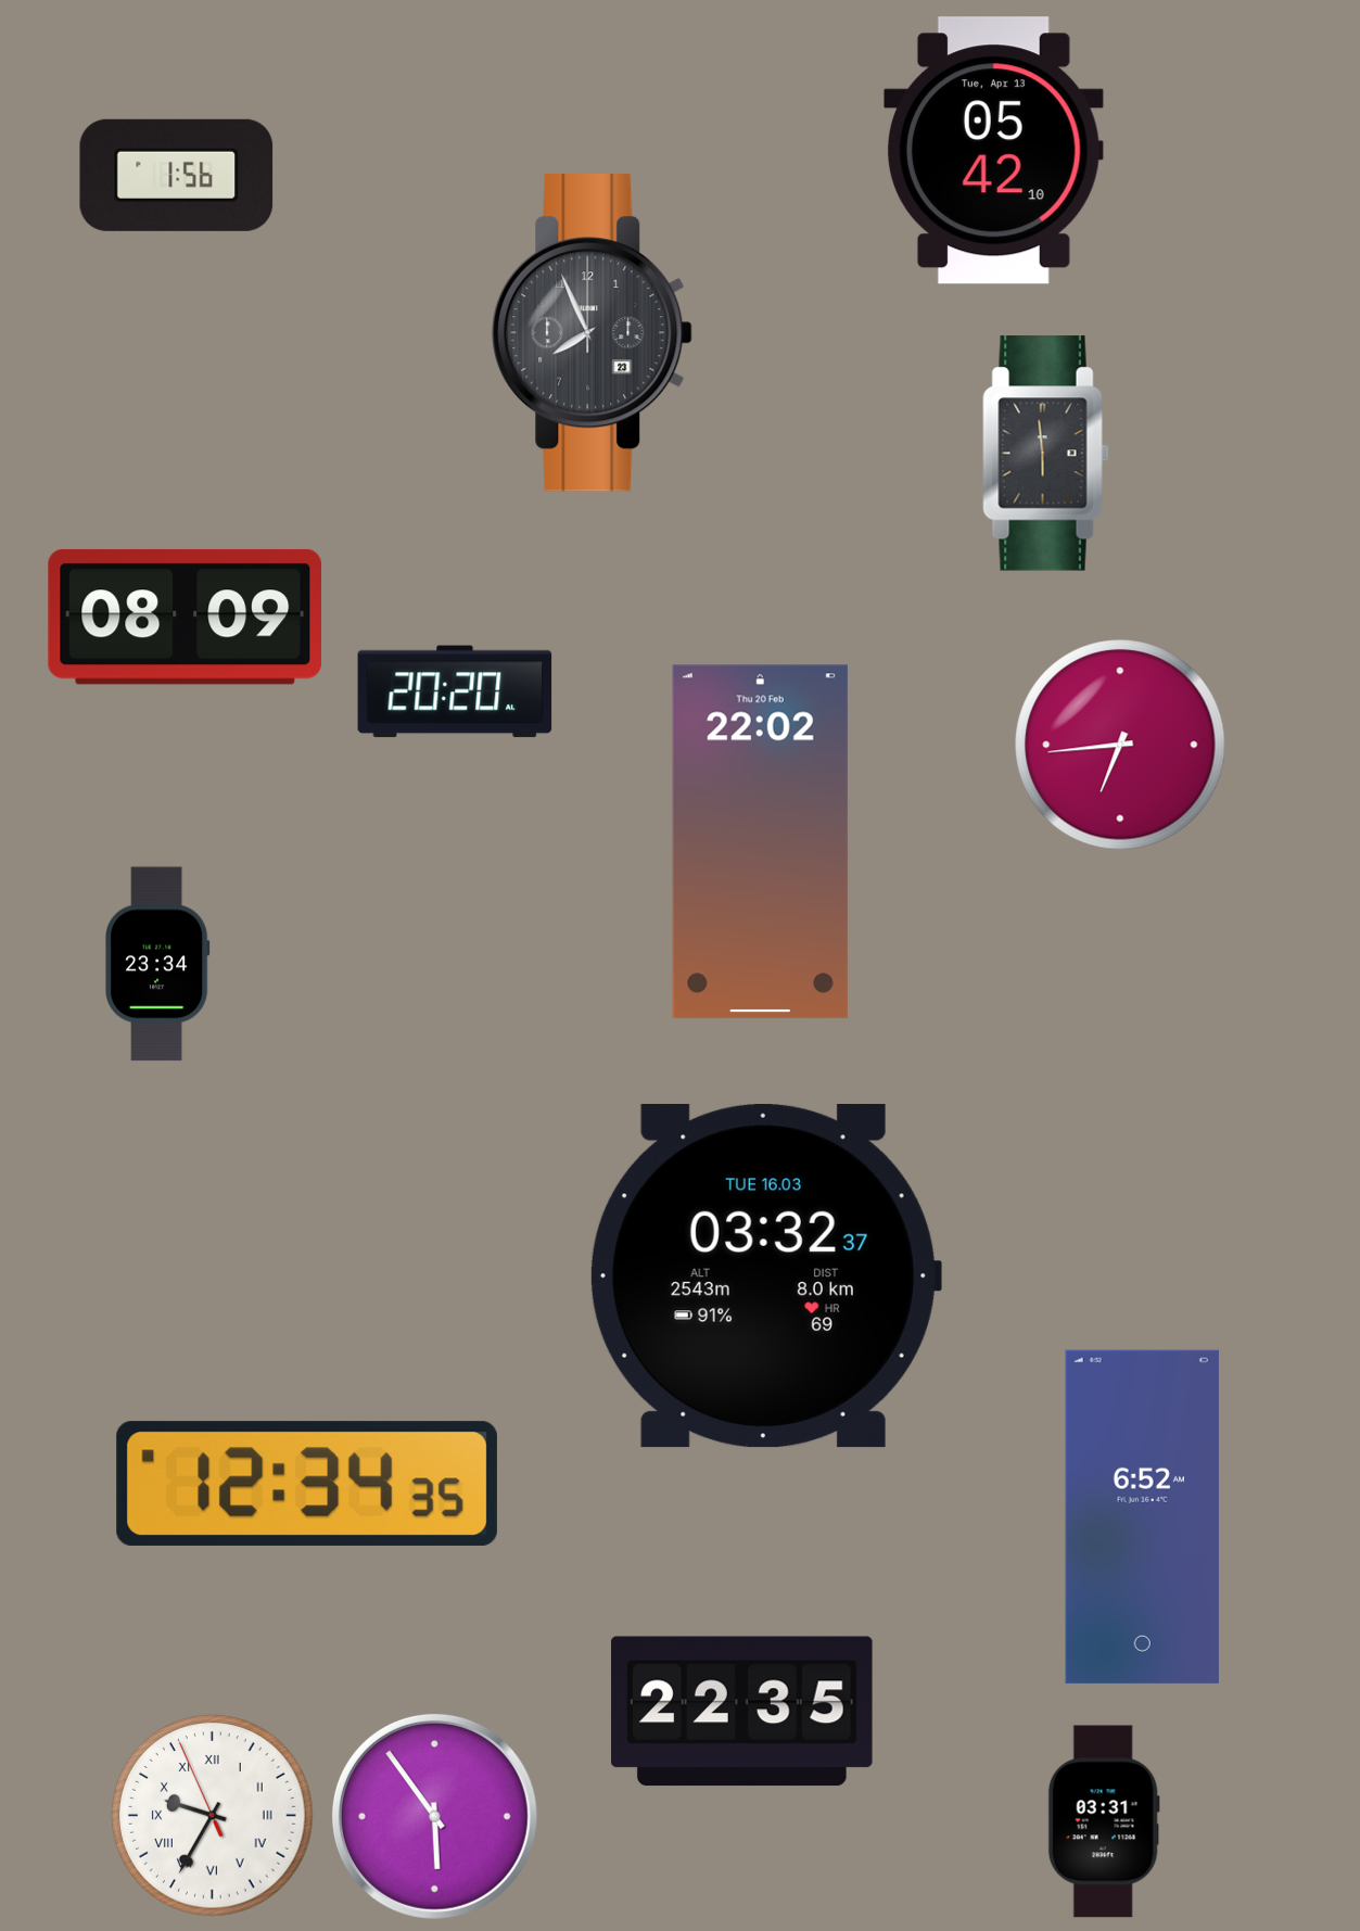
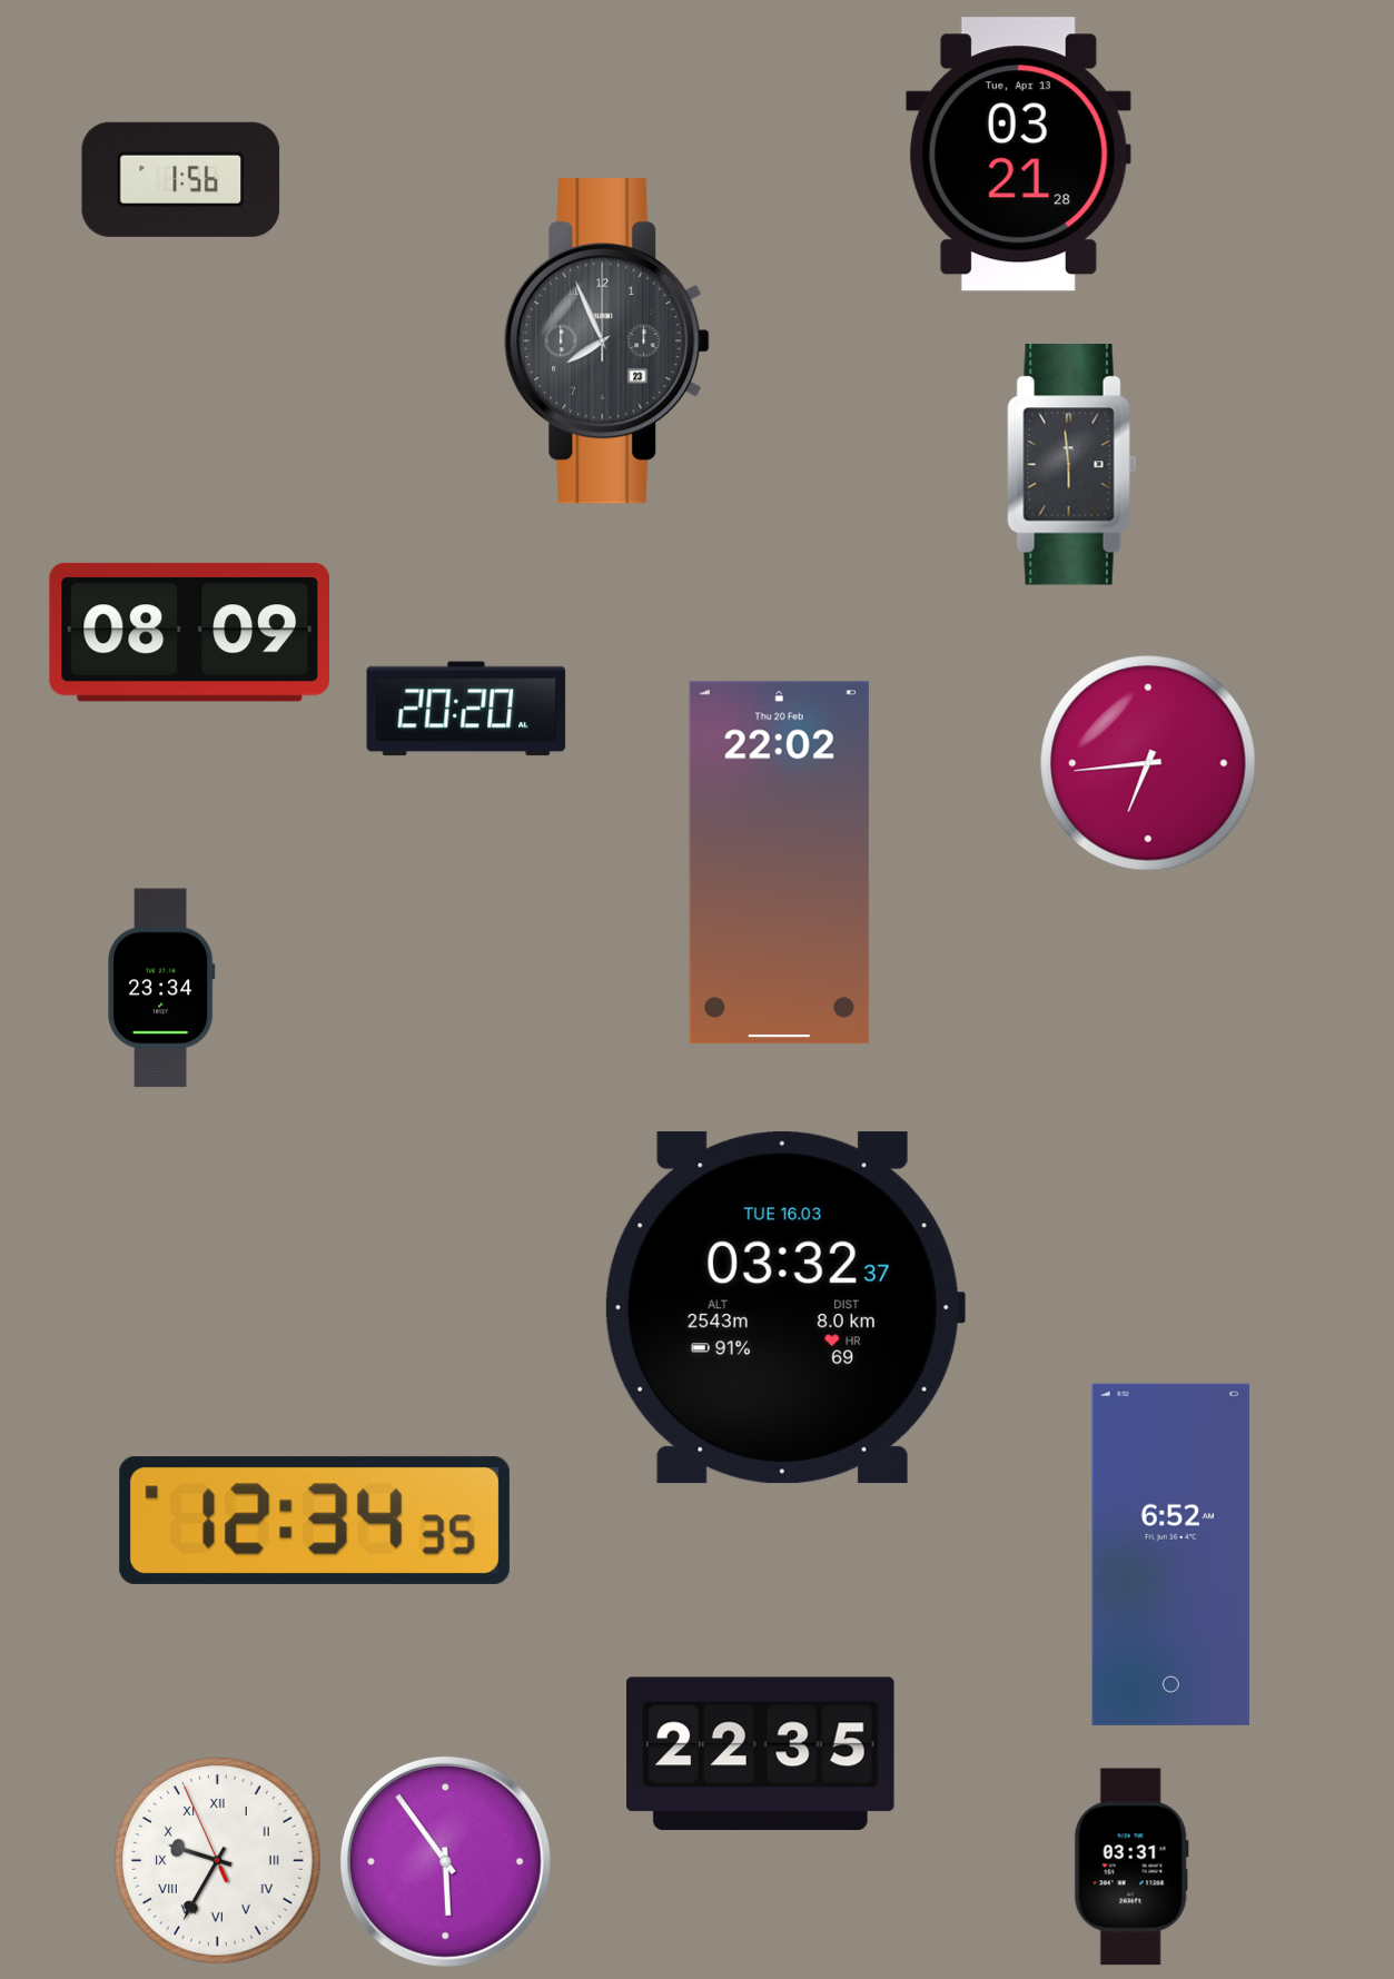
clock at (993, 151): 05:42 -> 03:21
